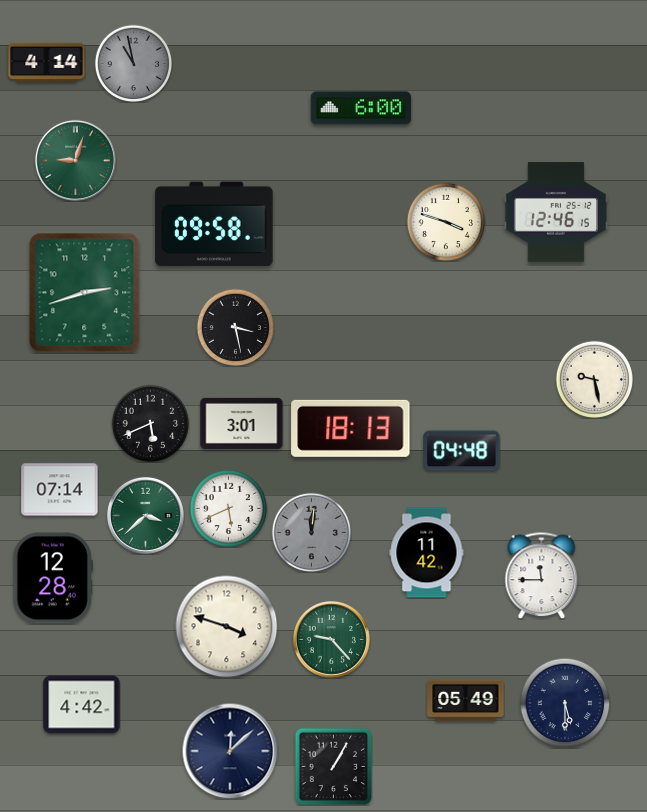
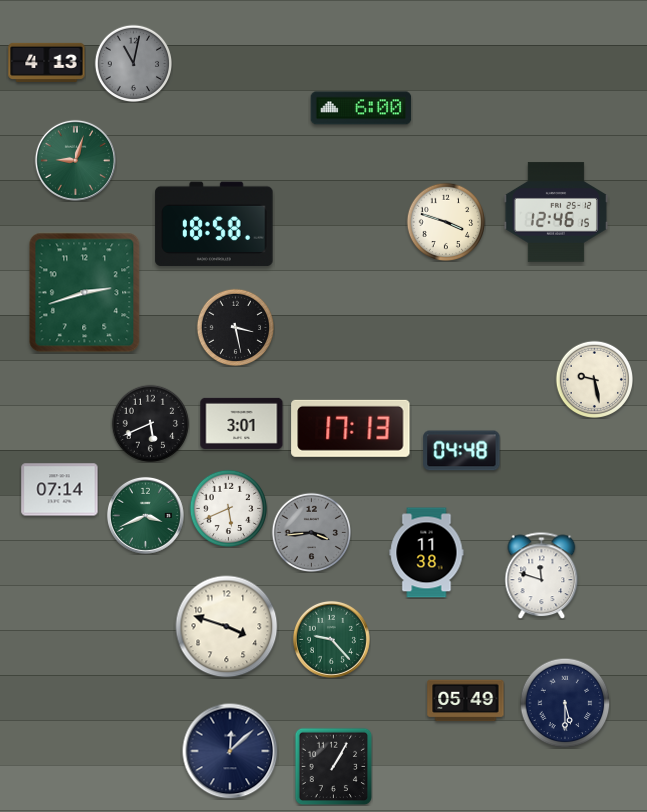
clock at (47, 62): 4:14 -> 4:13
clock at (133, 63): 10:58 -> 11:02
clock at (214, 224): 09:58 -> 18:58
clock at (351, 428): 18:13 -> 17:13
clock at (145, 515): 3:38 -> 3:41
clock at (311, 532): 12:01 -> 3:44
clock at (427, 553): 11:42 -> 11:38
clock at (542, 575): 11:45 -> 11:48
clock at (52, 578): 12:28 -> none
clock at (82, 705): 4:42 -> none
